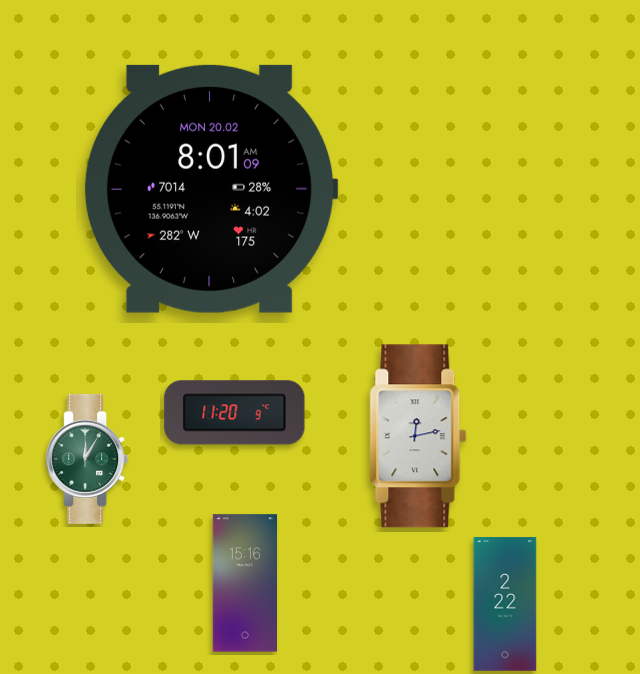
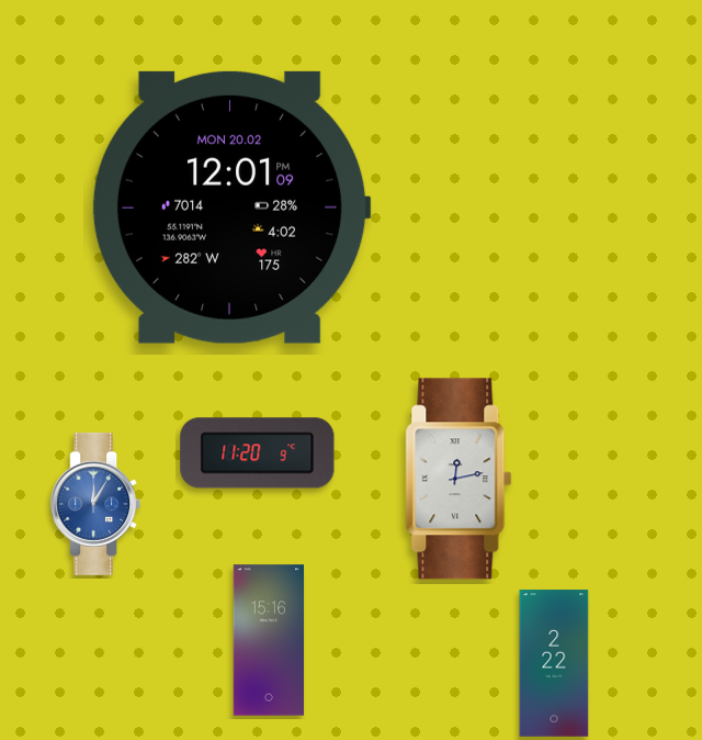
clock at (211, 189): 8:01 -> 12:01
clock at (87, 459) dial: green -> blue
